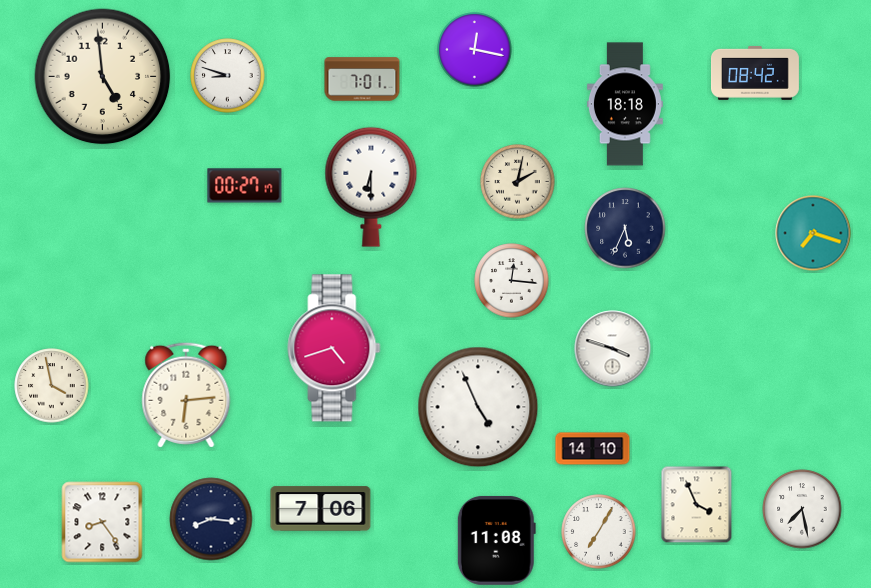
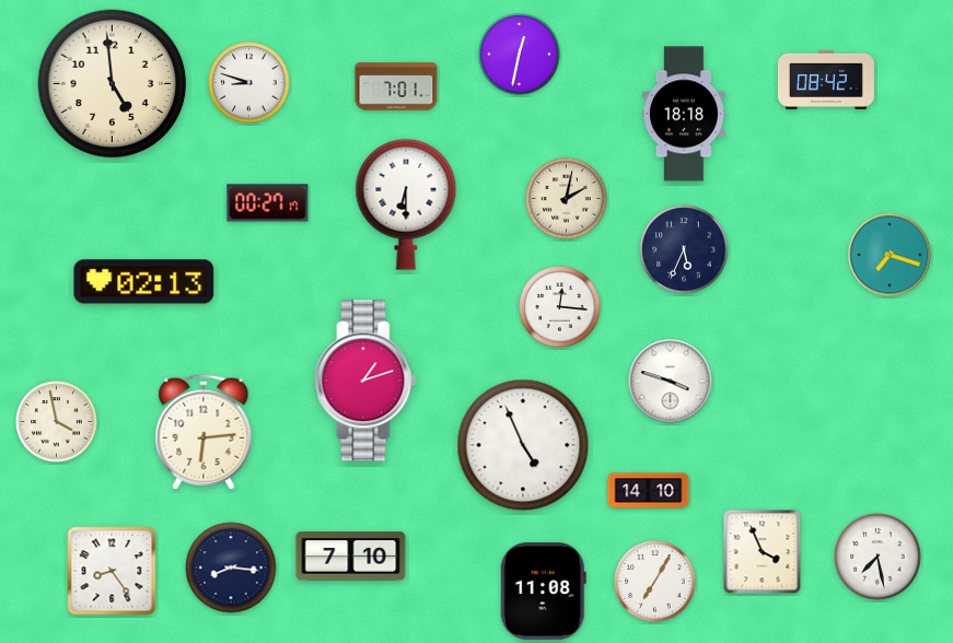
clock at (475, 50): 12:17 -> 12:32
clock at (144, 282): none -> 02:13
clock at (334, 348): 4:42 -> 1:12
clock at (321, 509): 7:06 -> 7:10
